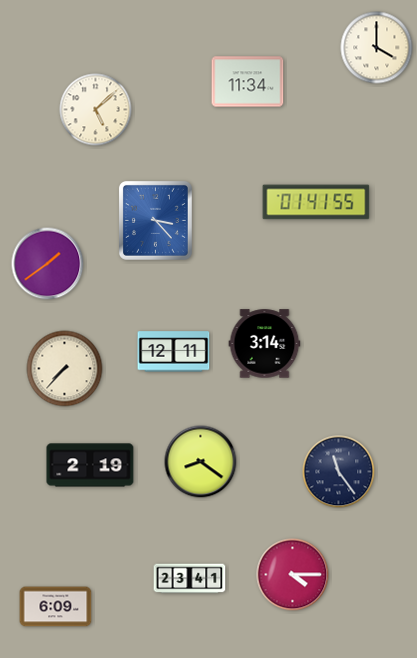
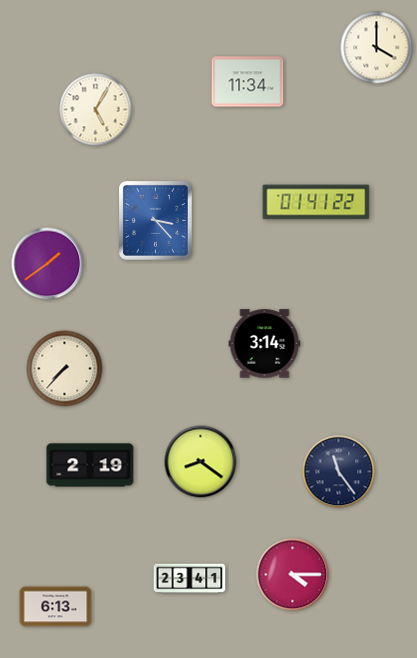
clock at (96, 110): 5:08 -> 5:05
clock at (316, 202): 01:41:55 -> 01:41:22
clock at (174, 352): 12:11 -> none
clock at (56, 607): 6:09 -> 6:13
